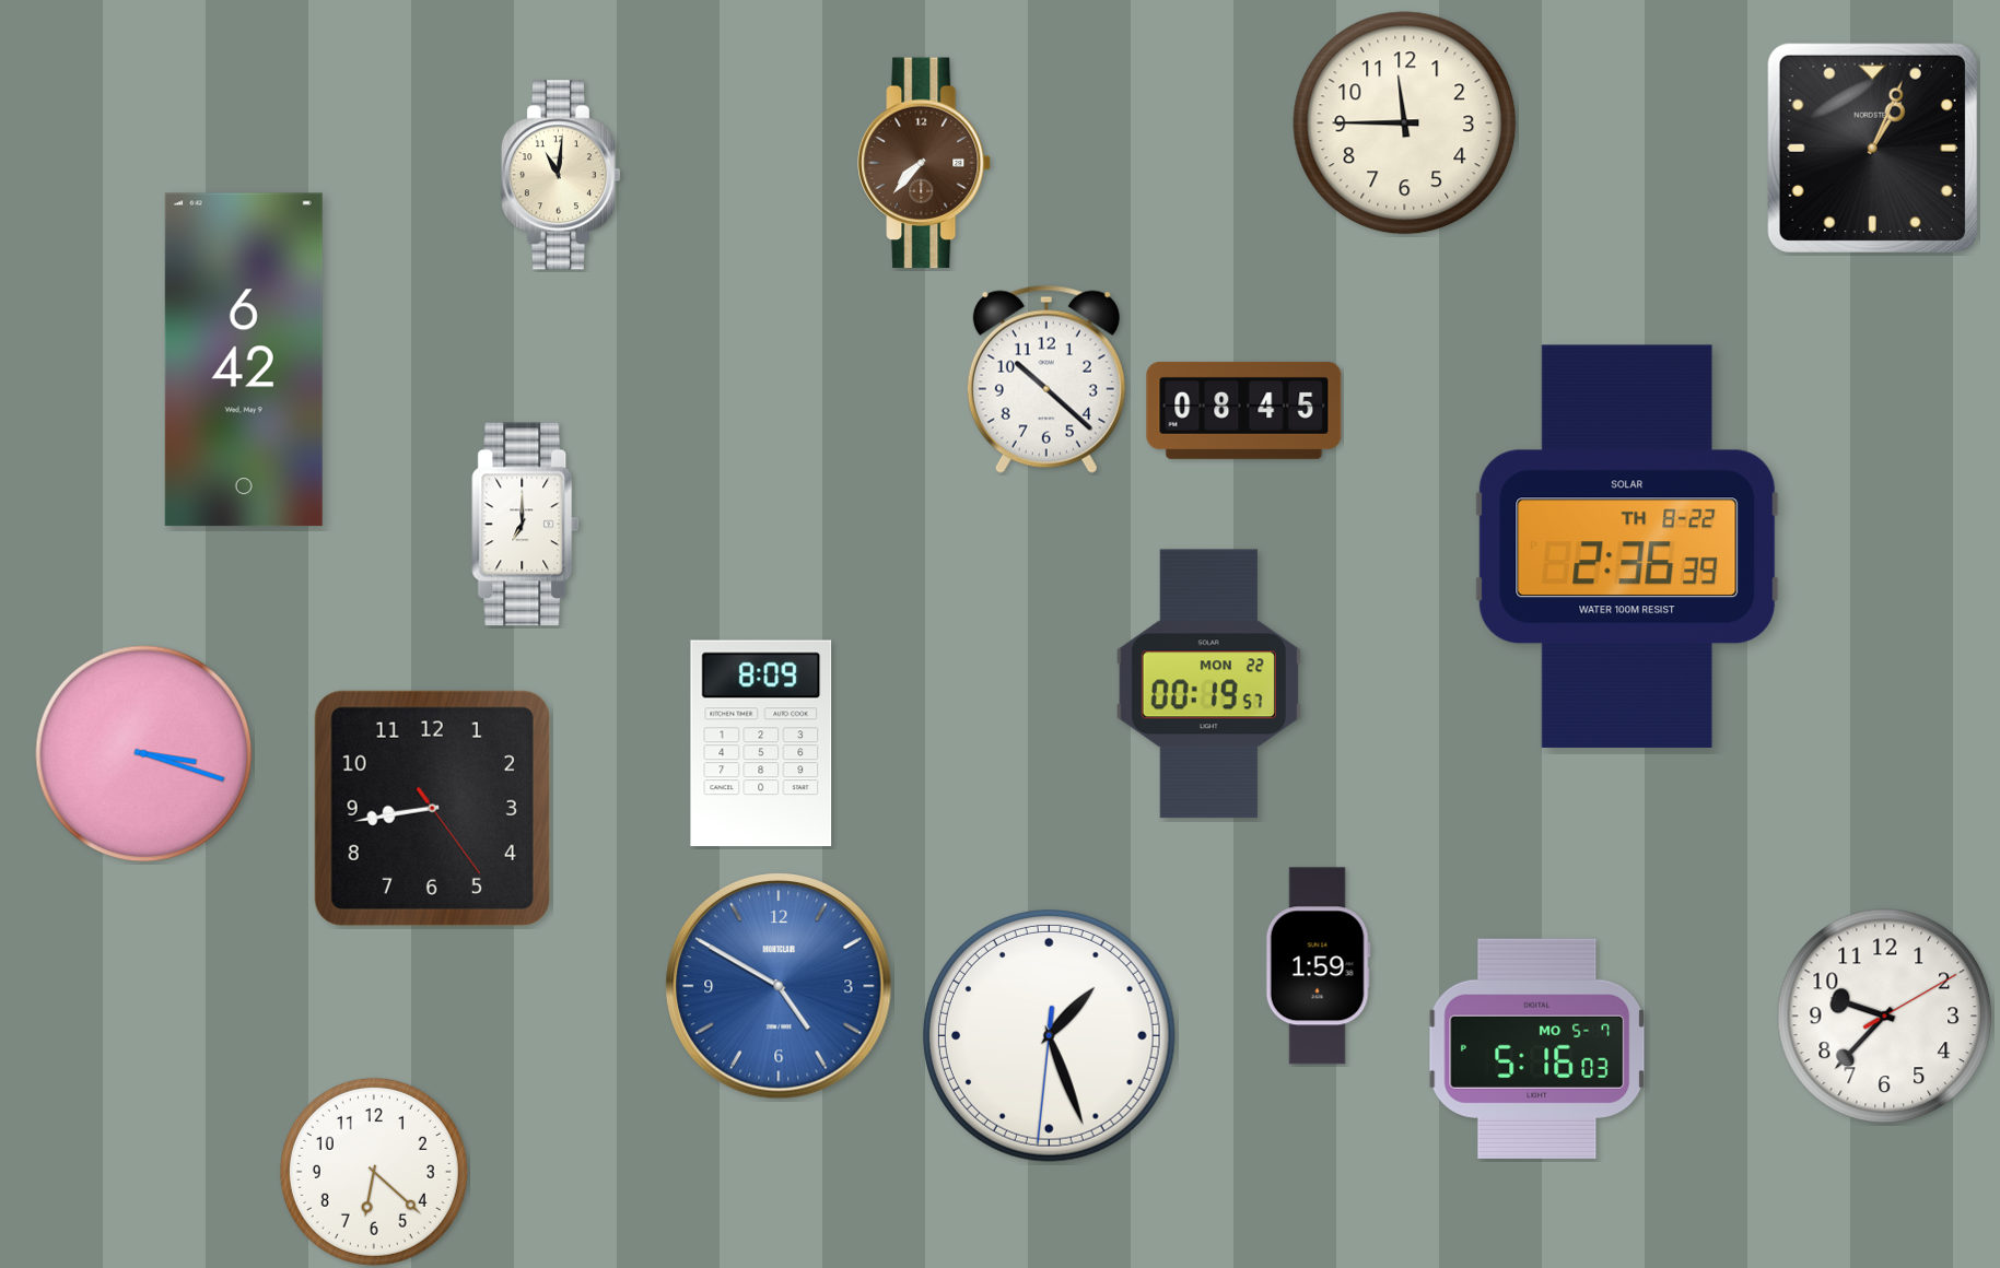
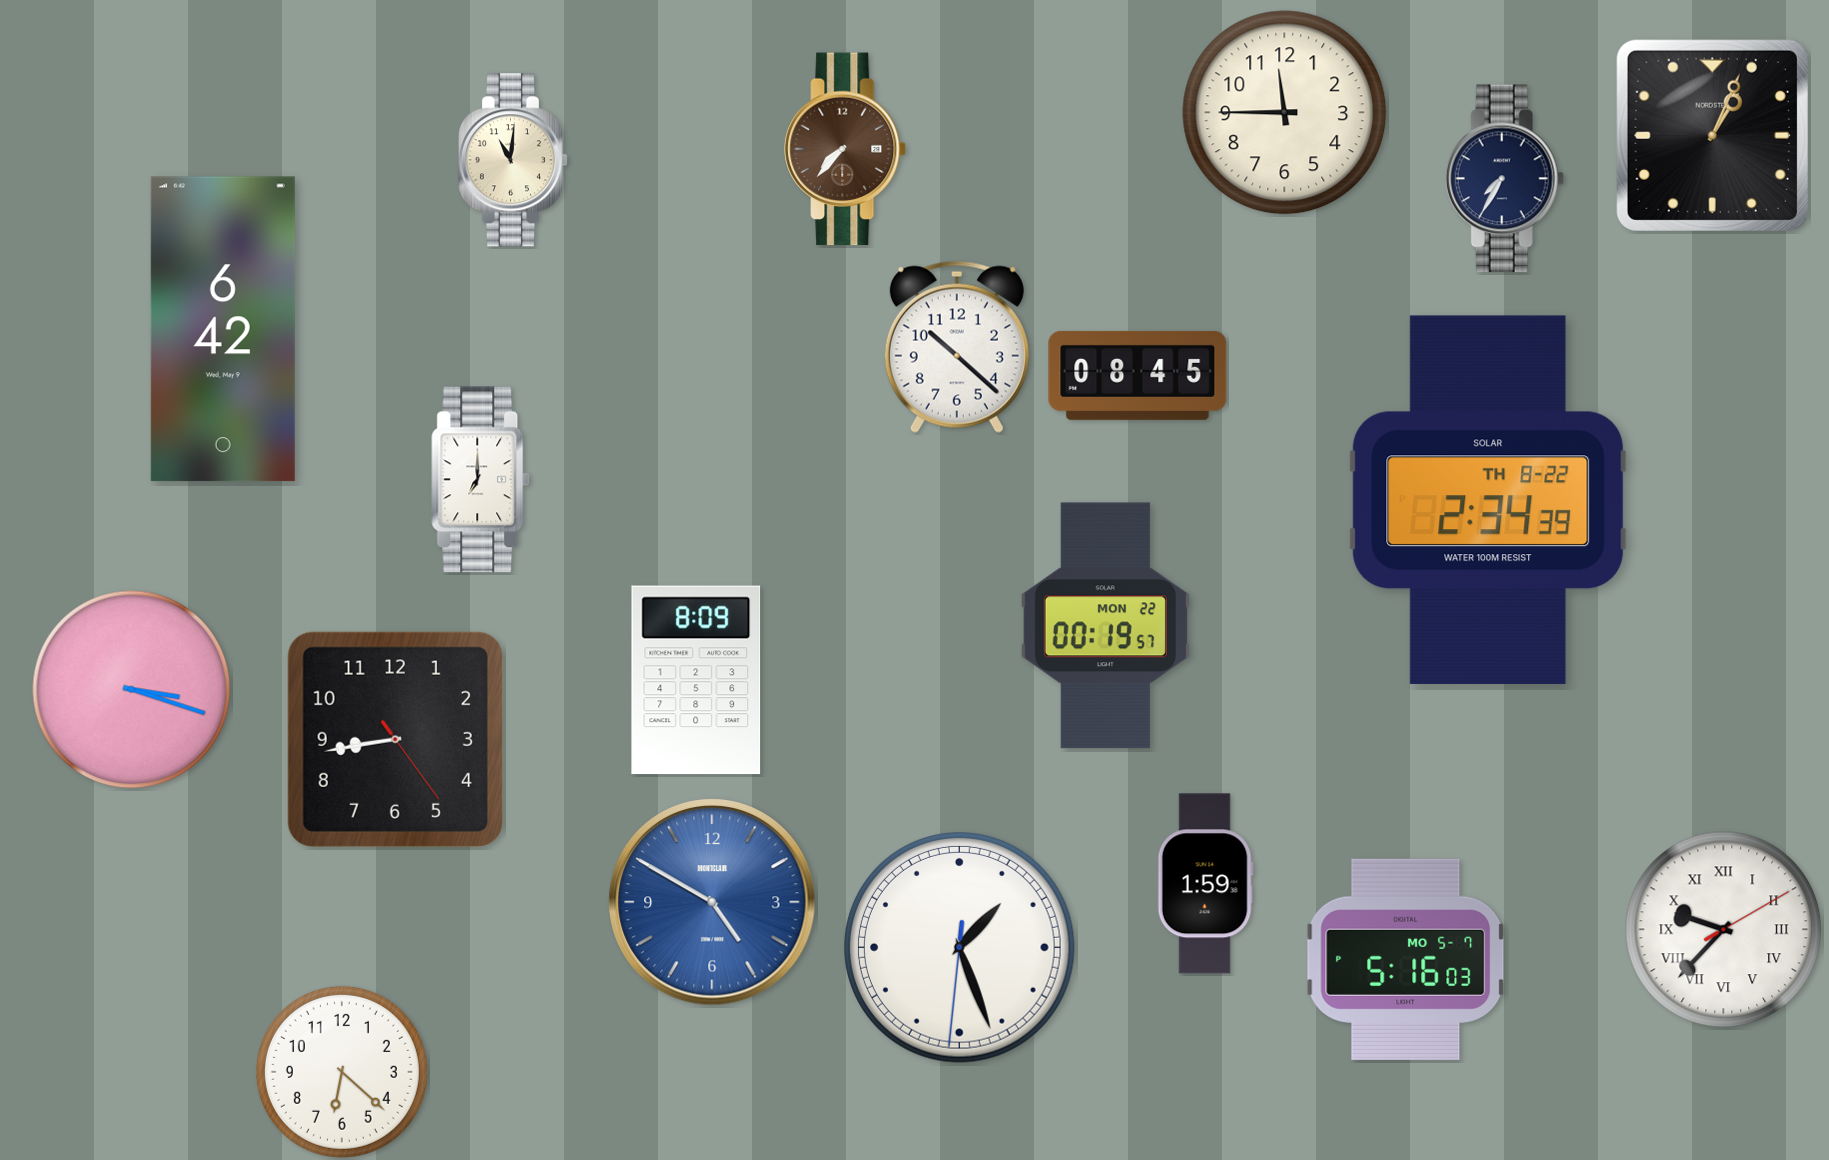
clock at (1504, 179): none -> 7:35
clock at (1627, 547): 2:36 -> 2:34
clock at (1885, 1017) numerals: Arabic -> Roman
